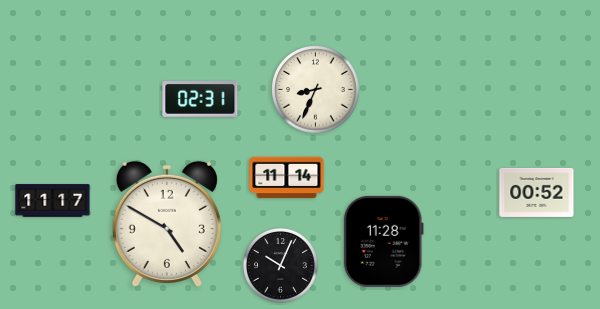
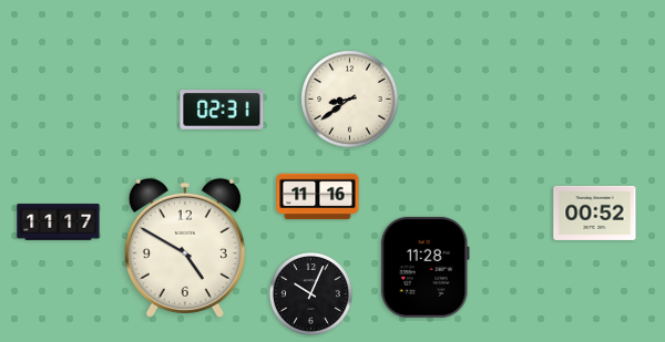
clock at (316, 90): 8:34 -> 8:39
clock at (287, 178): 11:14 -> 11:16
